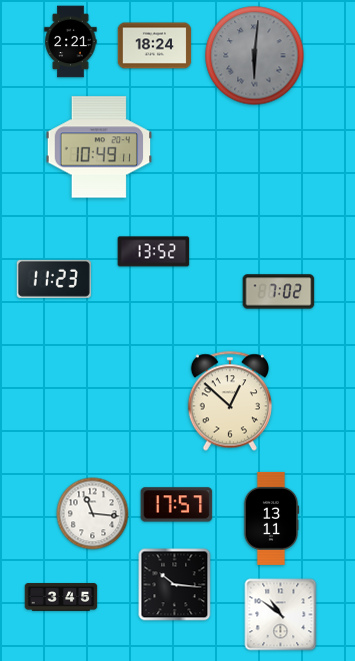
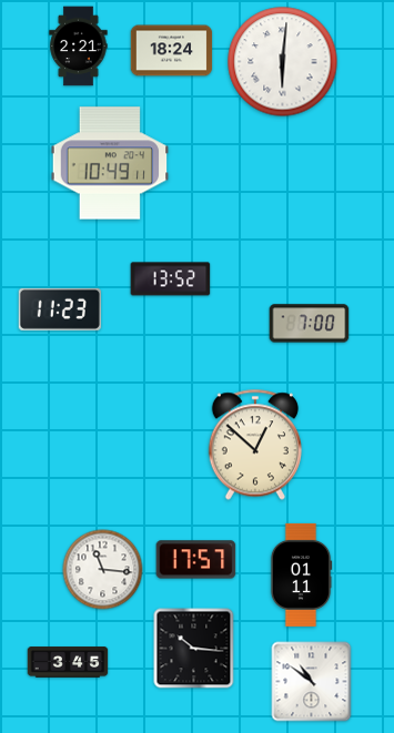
clock at (255, 56) dial: grey -> white
clock at (279, 292): 7:02 -> 7:00
clock at (271, 518): 13:11 -> 01:11
